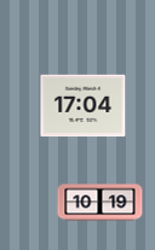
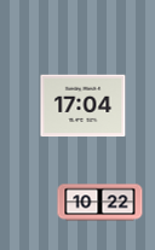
clock at (101, 203): 10:19 -> 10:22
